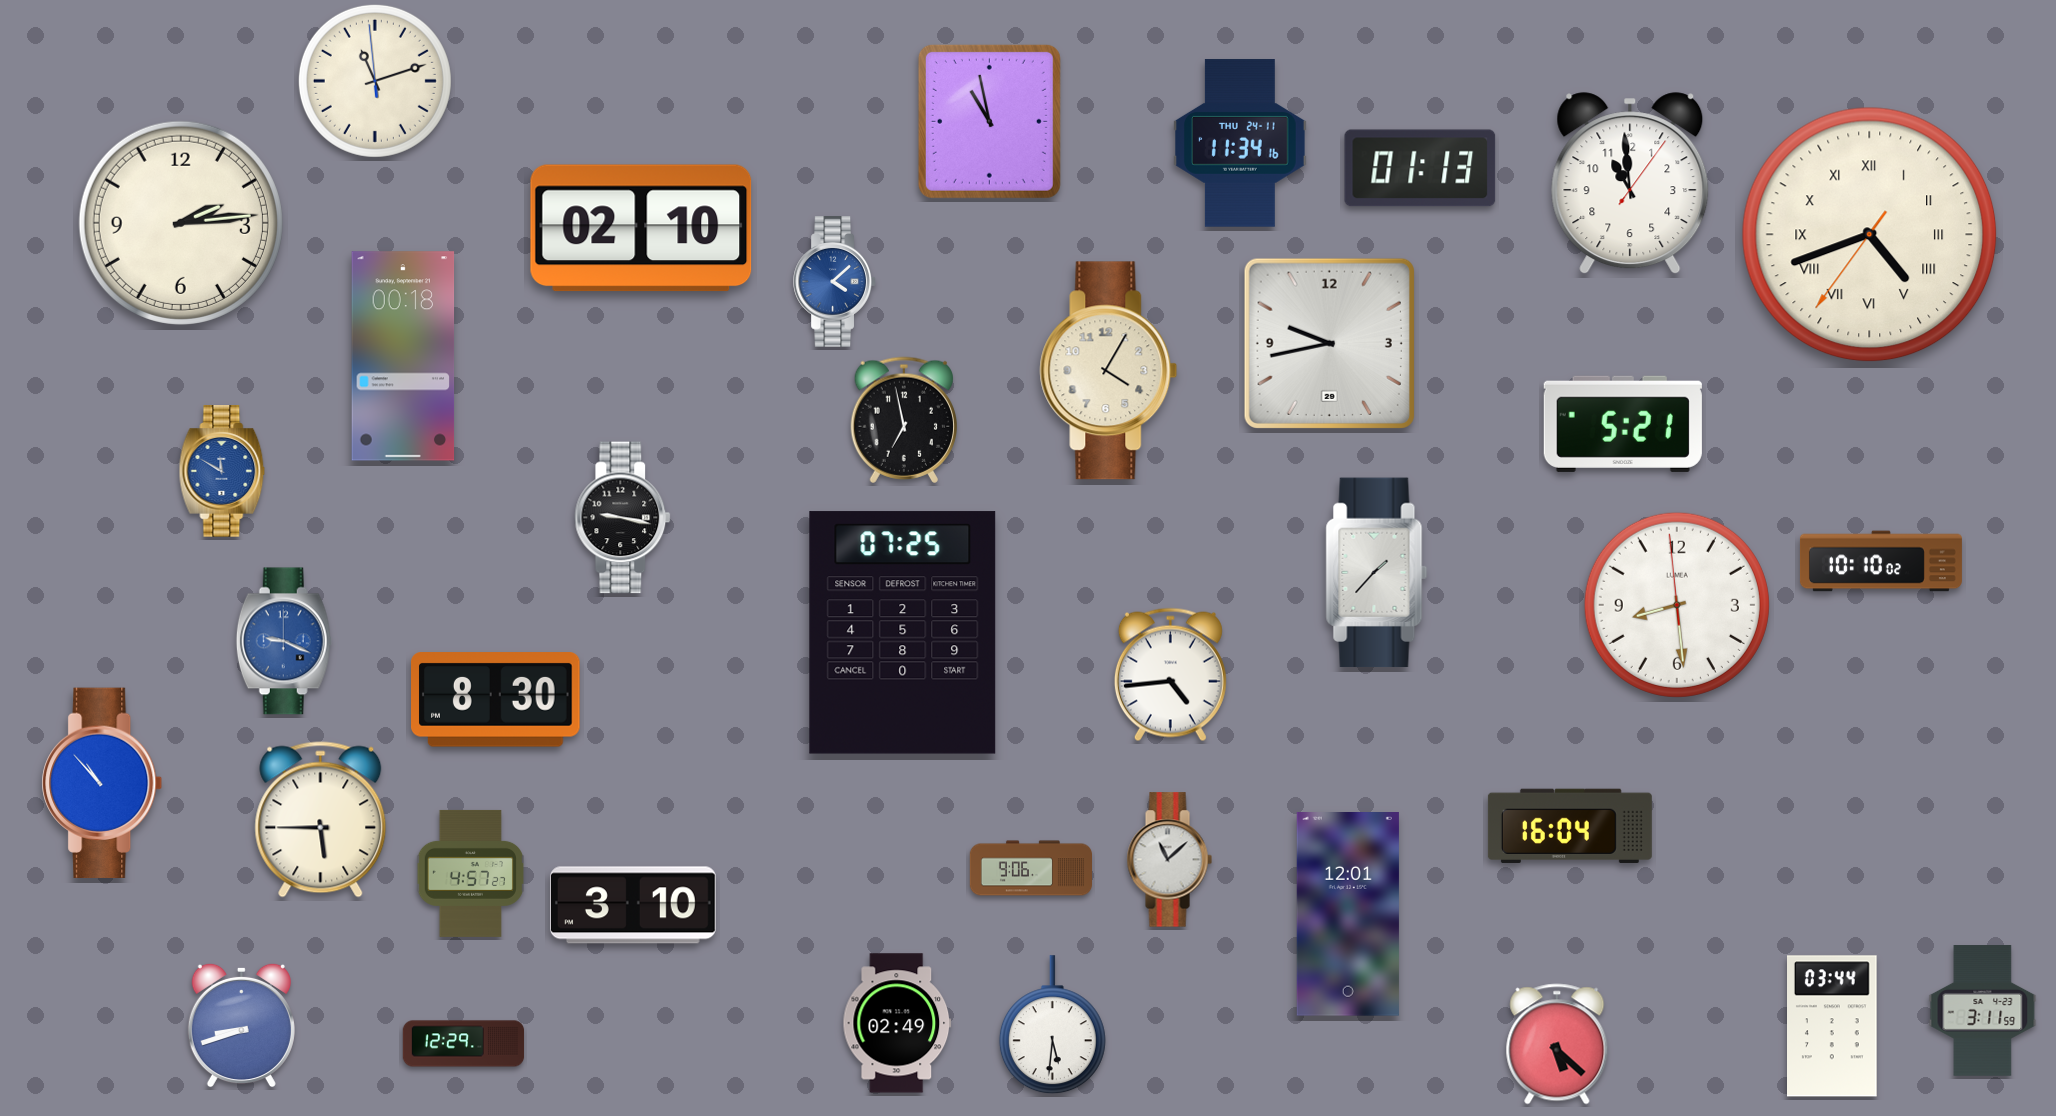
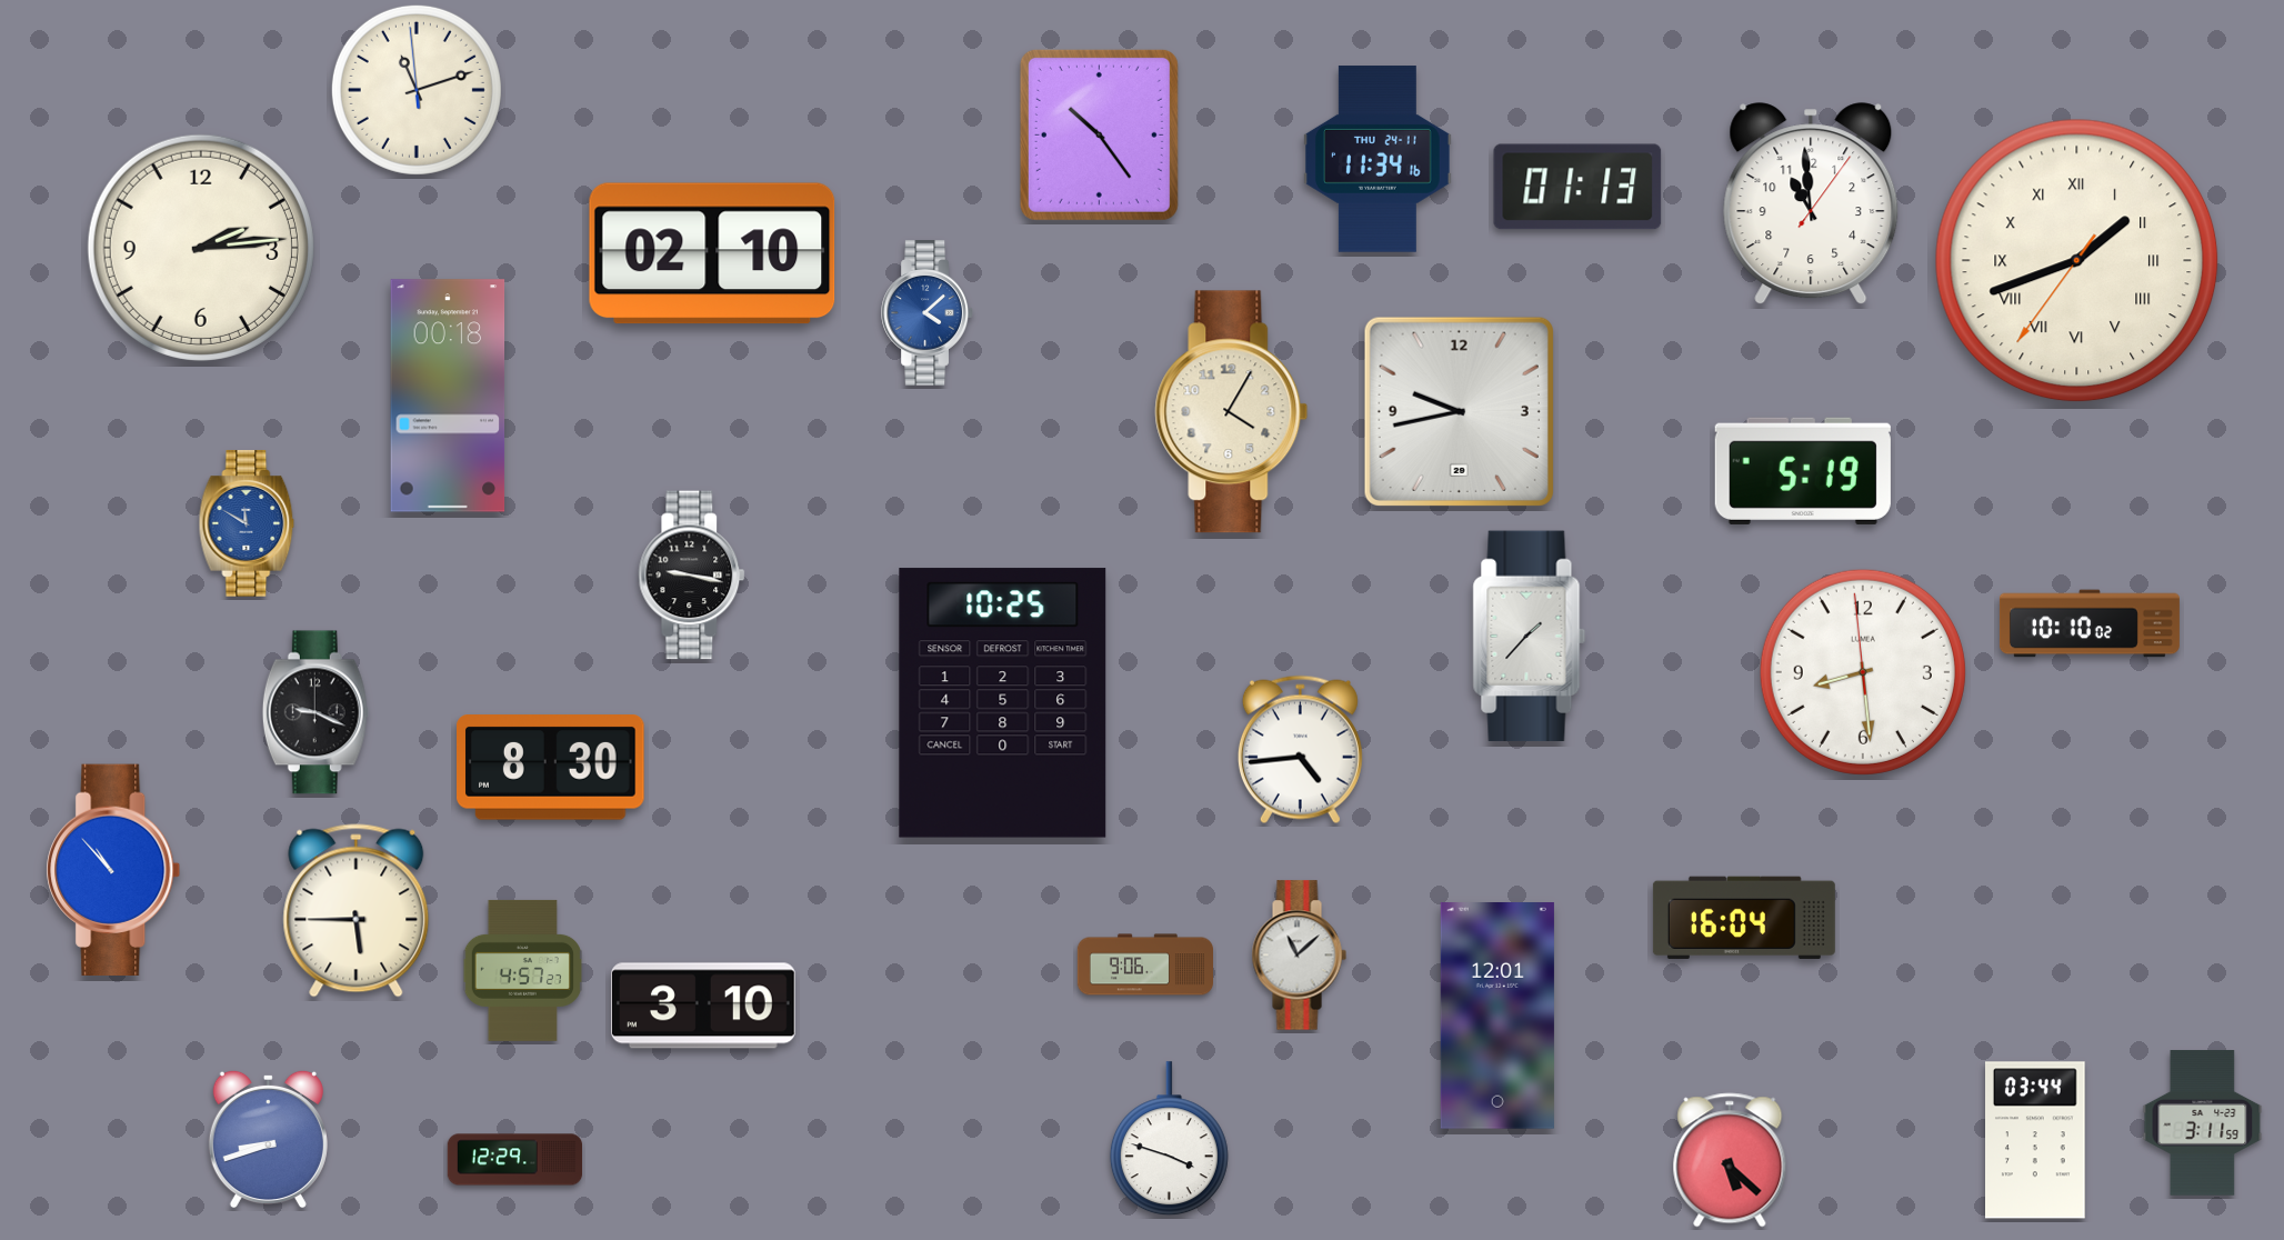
clock at (989, 121): 10:58 -> 10:24
clock at (1870, 235): 4:41 -> 1:41
clock at (1329, 343) position: (1329, 343) -> (1459, 411)
clock at (903, 420): 6:58 -> none
clock at (1623, 424): 5:21 -> 5:19
clock at (903, 633): 07:25 -> 10:25
clock at (284, 641) dial: blue -> black
clock at (496, 700) position: (496, 700) -> (551, 768)
clock at (897, 1023): 02:49 -> none
clock at (1052, 1025): 5:31 -> 3:48
